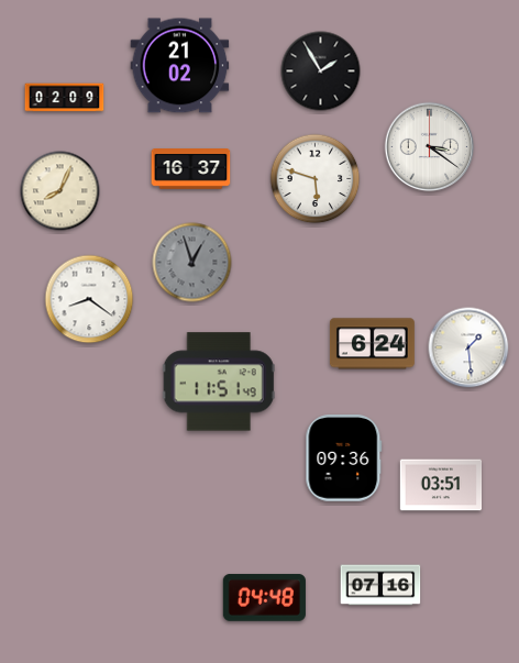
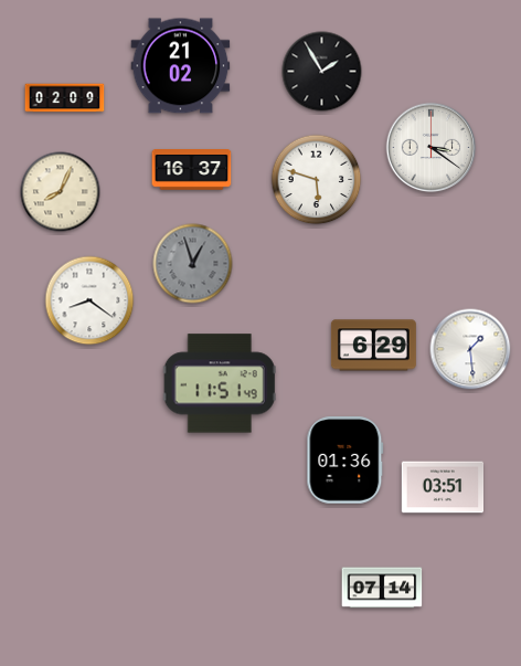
clock at (372, 344): 6:24 -> 6:29
clock at (344, 458): 09:36 -> 01:36
clock at (380, 585): 07:16 -> 07:14
clock at (264, 597): 04:48 -> none
